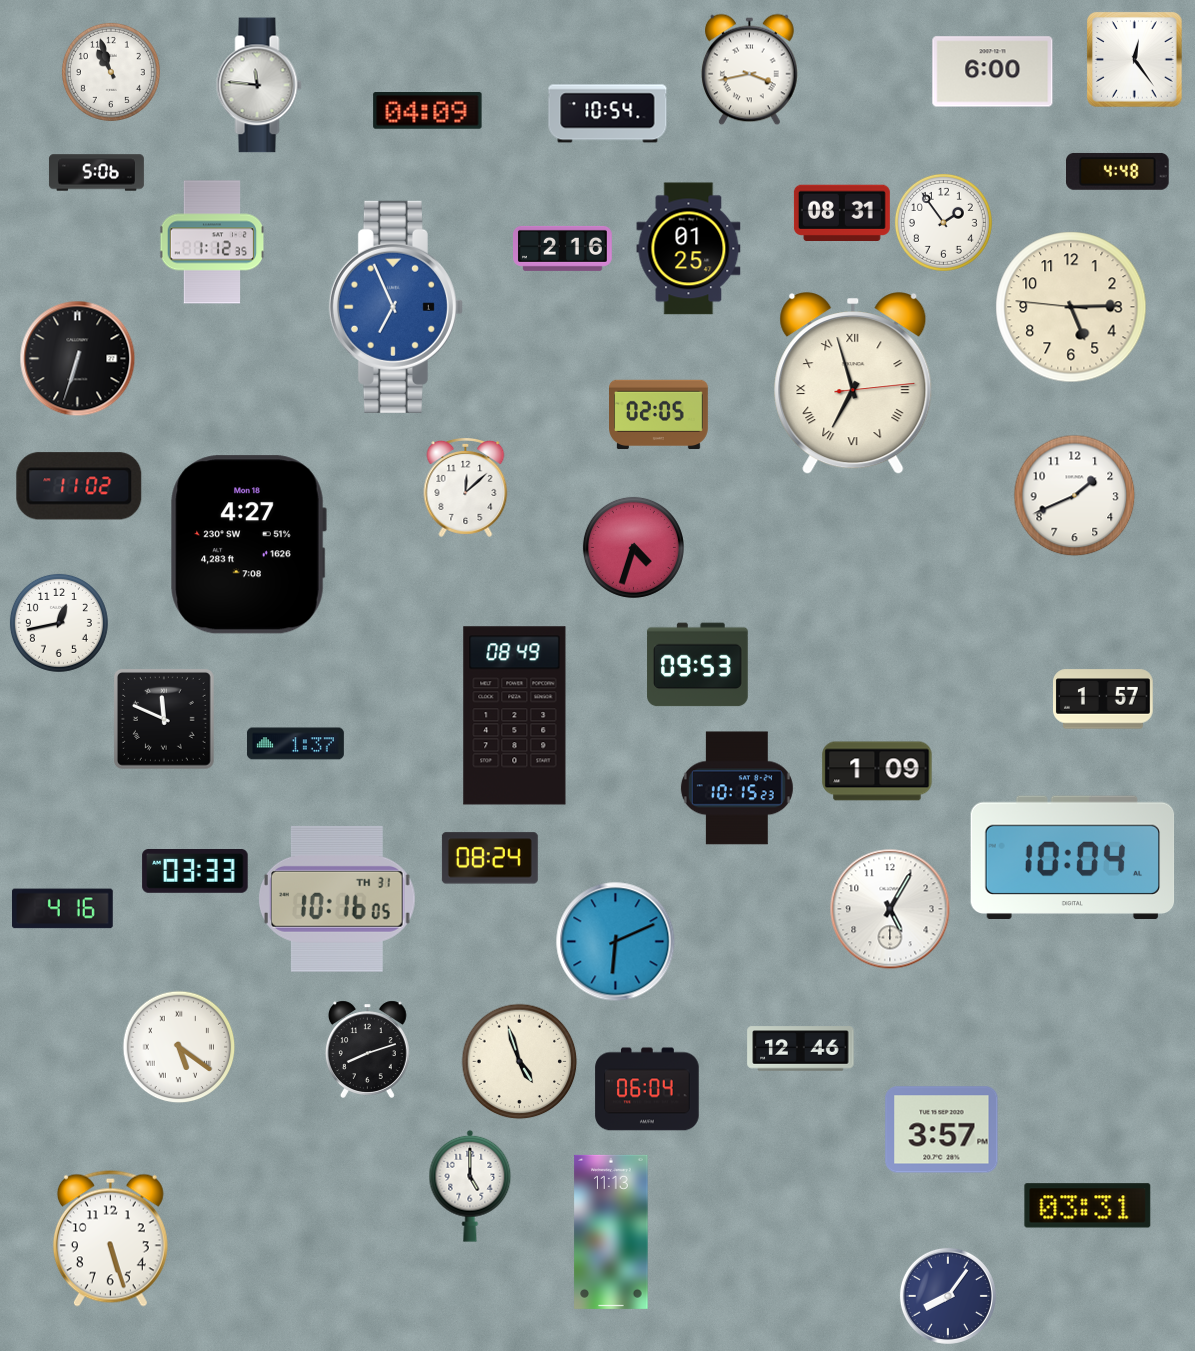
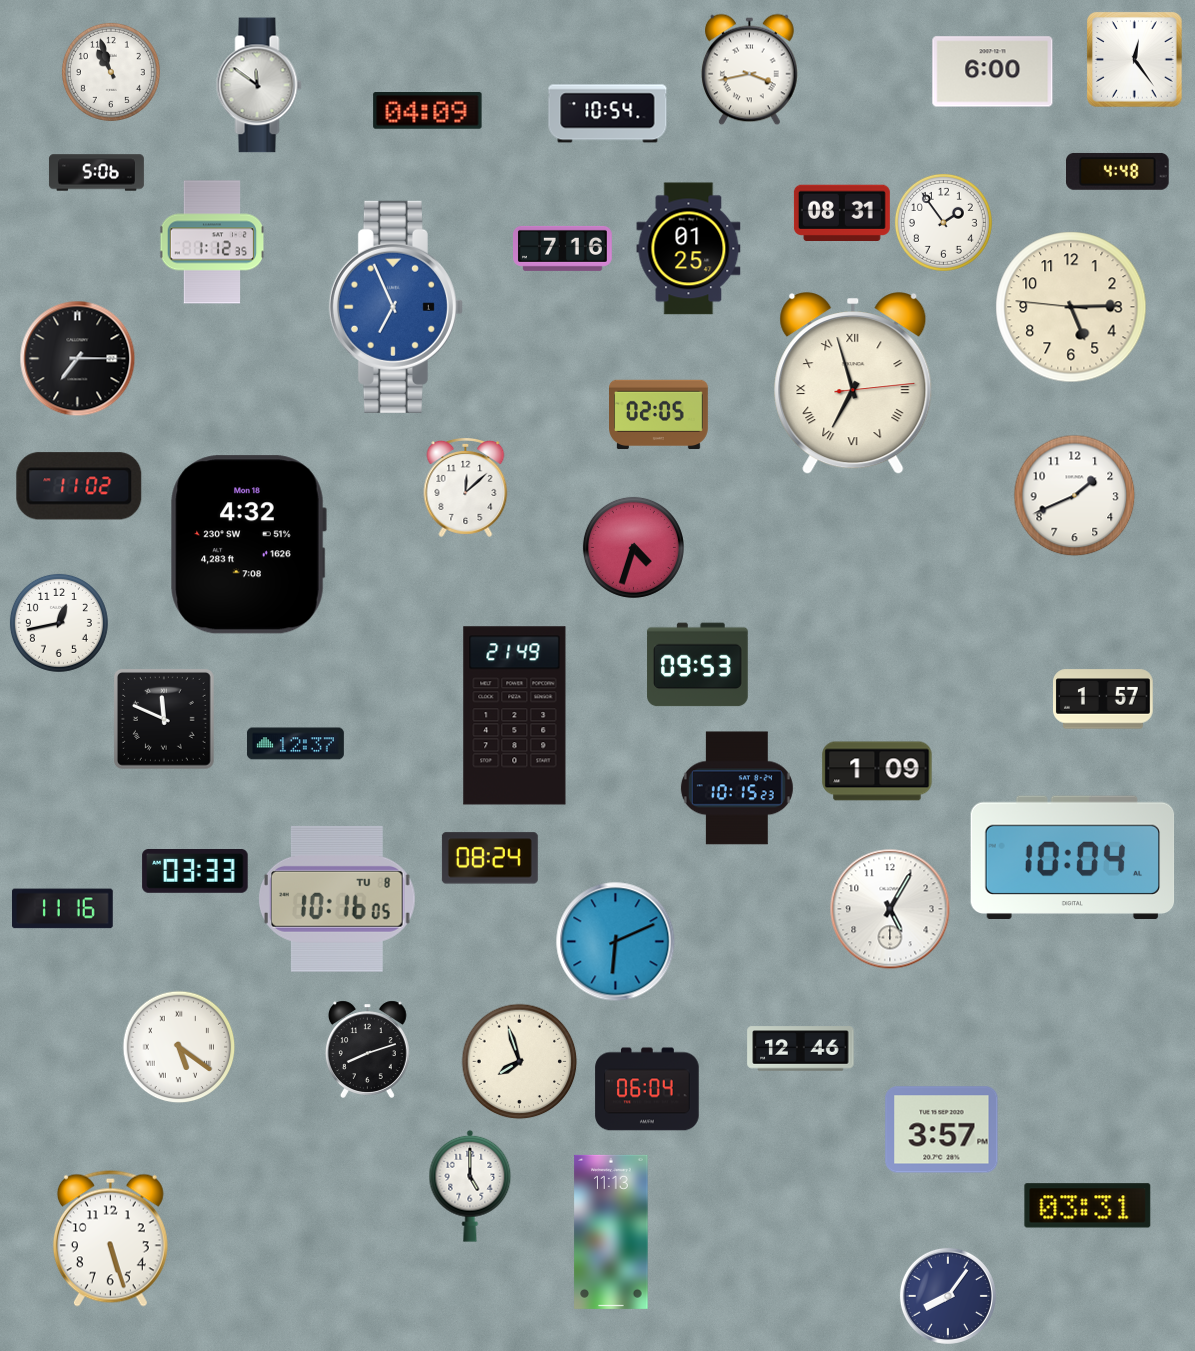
clock at (259, 85): 11:46 -> 11:51
clock at (563, 248): 2:16 -> 7:16
clock at (77, 358): 6:33 -> 7:15
clock at (248, 545): 4:27 -> 4:32
clock at (515, 716): 08:49 -> 21:49
clock at (295, 744): 1:37 -> 12:37
clock at (337, 899) date: TH 31 -> TU 8
clock at (63, 909): 4:16 -> 11:16
clock at (519, 1061): 4:57 -> 7:57
